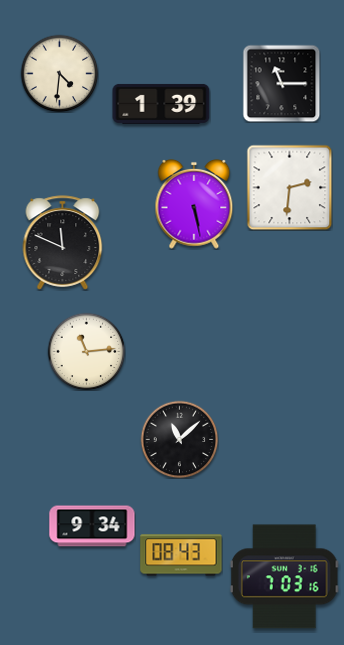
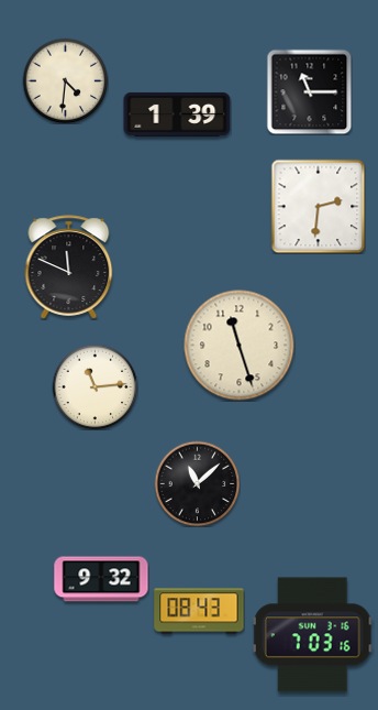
clock at (194, 204): 5:28 -> none
clock at (240, 346): none -> 11:27
clock at (92, 526): 9:34 -> 9:32
